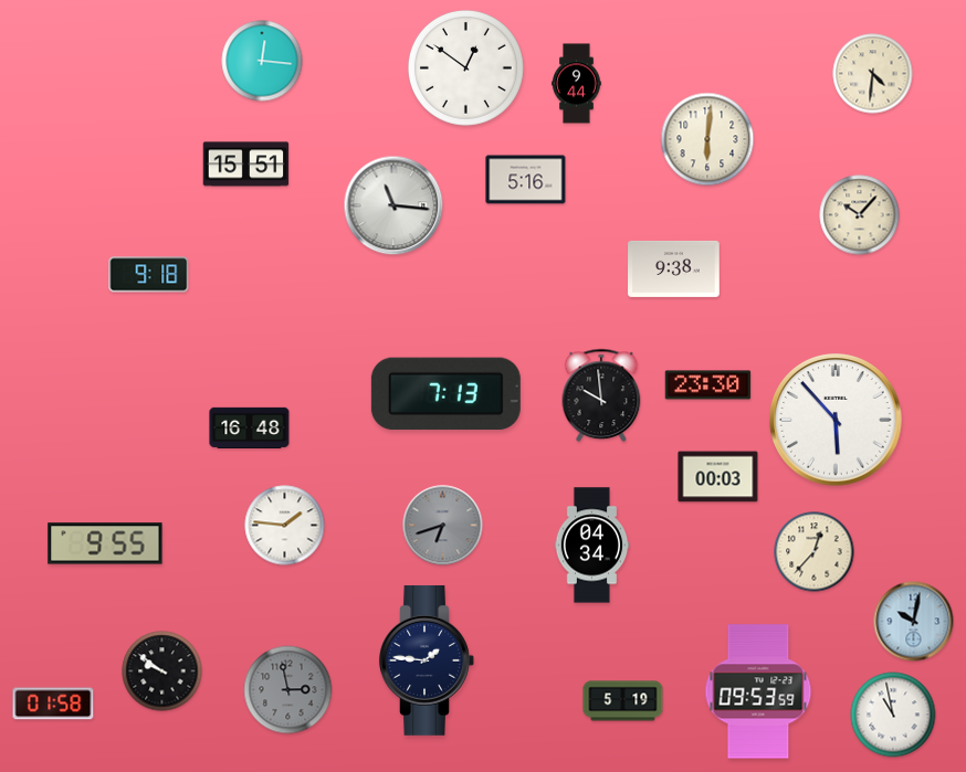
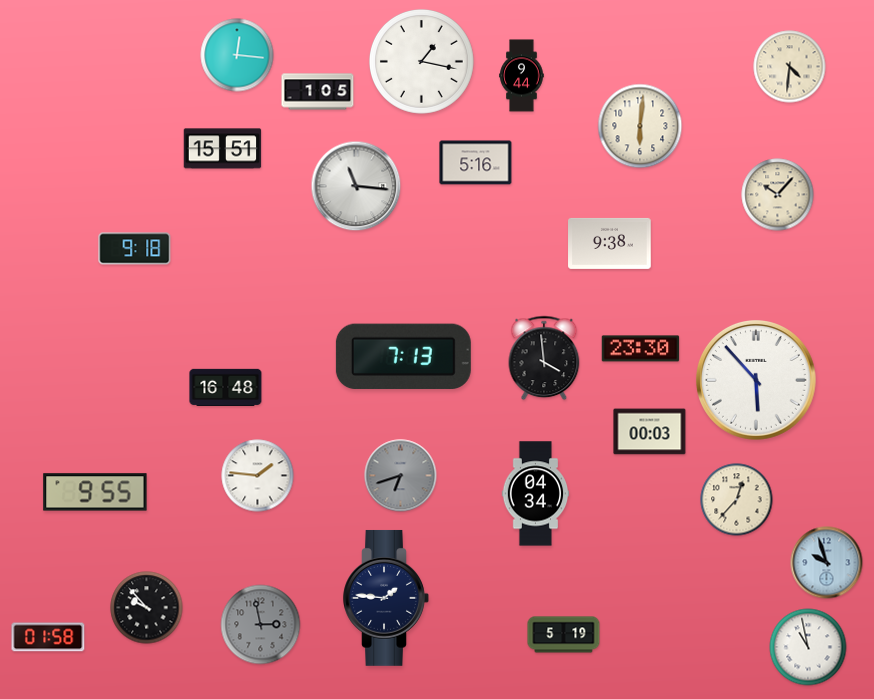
clock at (465, 67): 12:51 -> 1:17
clock at (318, 92): none -> 1:05
clock at (601, 395): 9:59 -> 3:59
clock at (914, 622): 10:02 -> 9:57
clock at (162, 671): 9:51 -> 9:53
clock at (758, 691): 09:53 -> none
